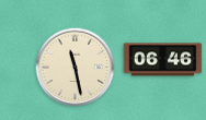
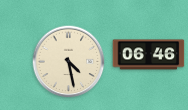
clock at (76, 68): 11:28 -> 4:28
